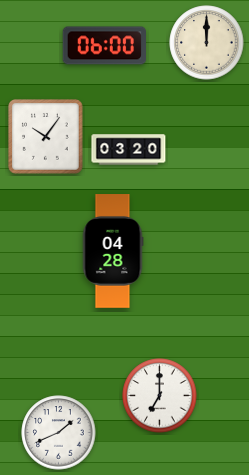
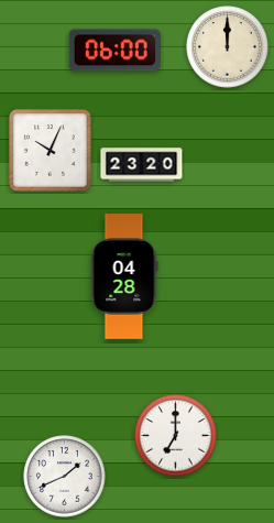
clock at (46, 137): 10:06 -> 10:04
clock at (129, 150): 03:20 -> 23:20
